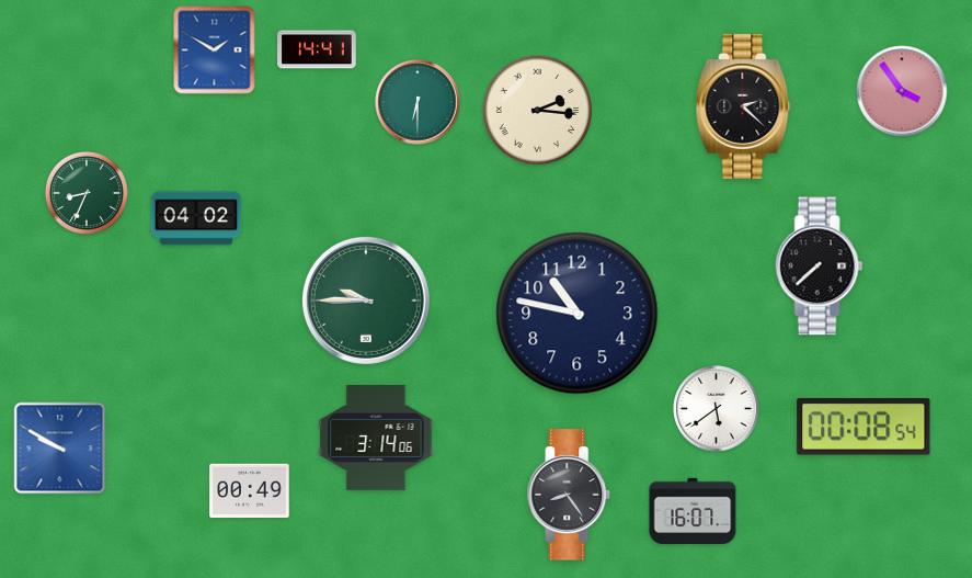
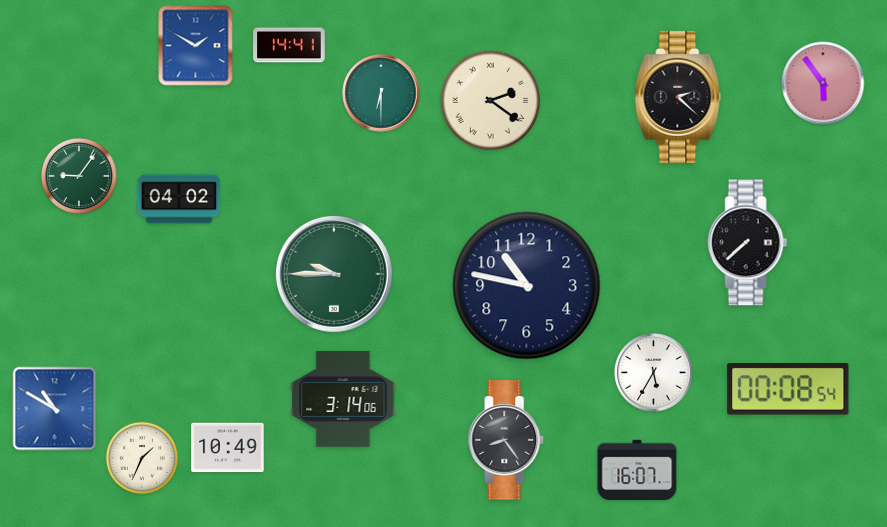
clock at (902, 91): 3:54 -> 5:54
clock at (538, 111): 2:16 -> 2:21
clock at (87, 193): 8:34 -> 9:06
clock at (717, 409): 5:39 -> 5:35
clock at (60, 449): 9:50 -> 10:50
clock at (250, 491): 00:49 -> 10:49
clock at (569, 495) position: (569, 495) -> (506, 440)
clock at (142, 458): none -> 1:34
clock at (693, 510) position: (693, 510) -> (637, 469)
